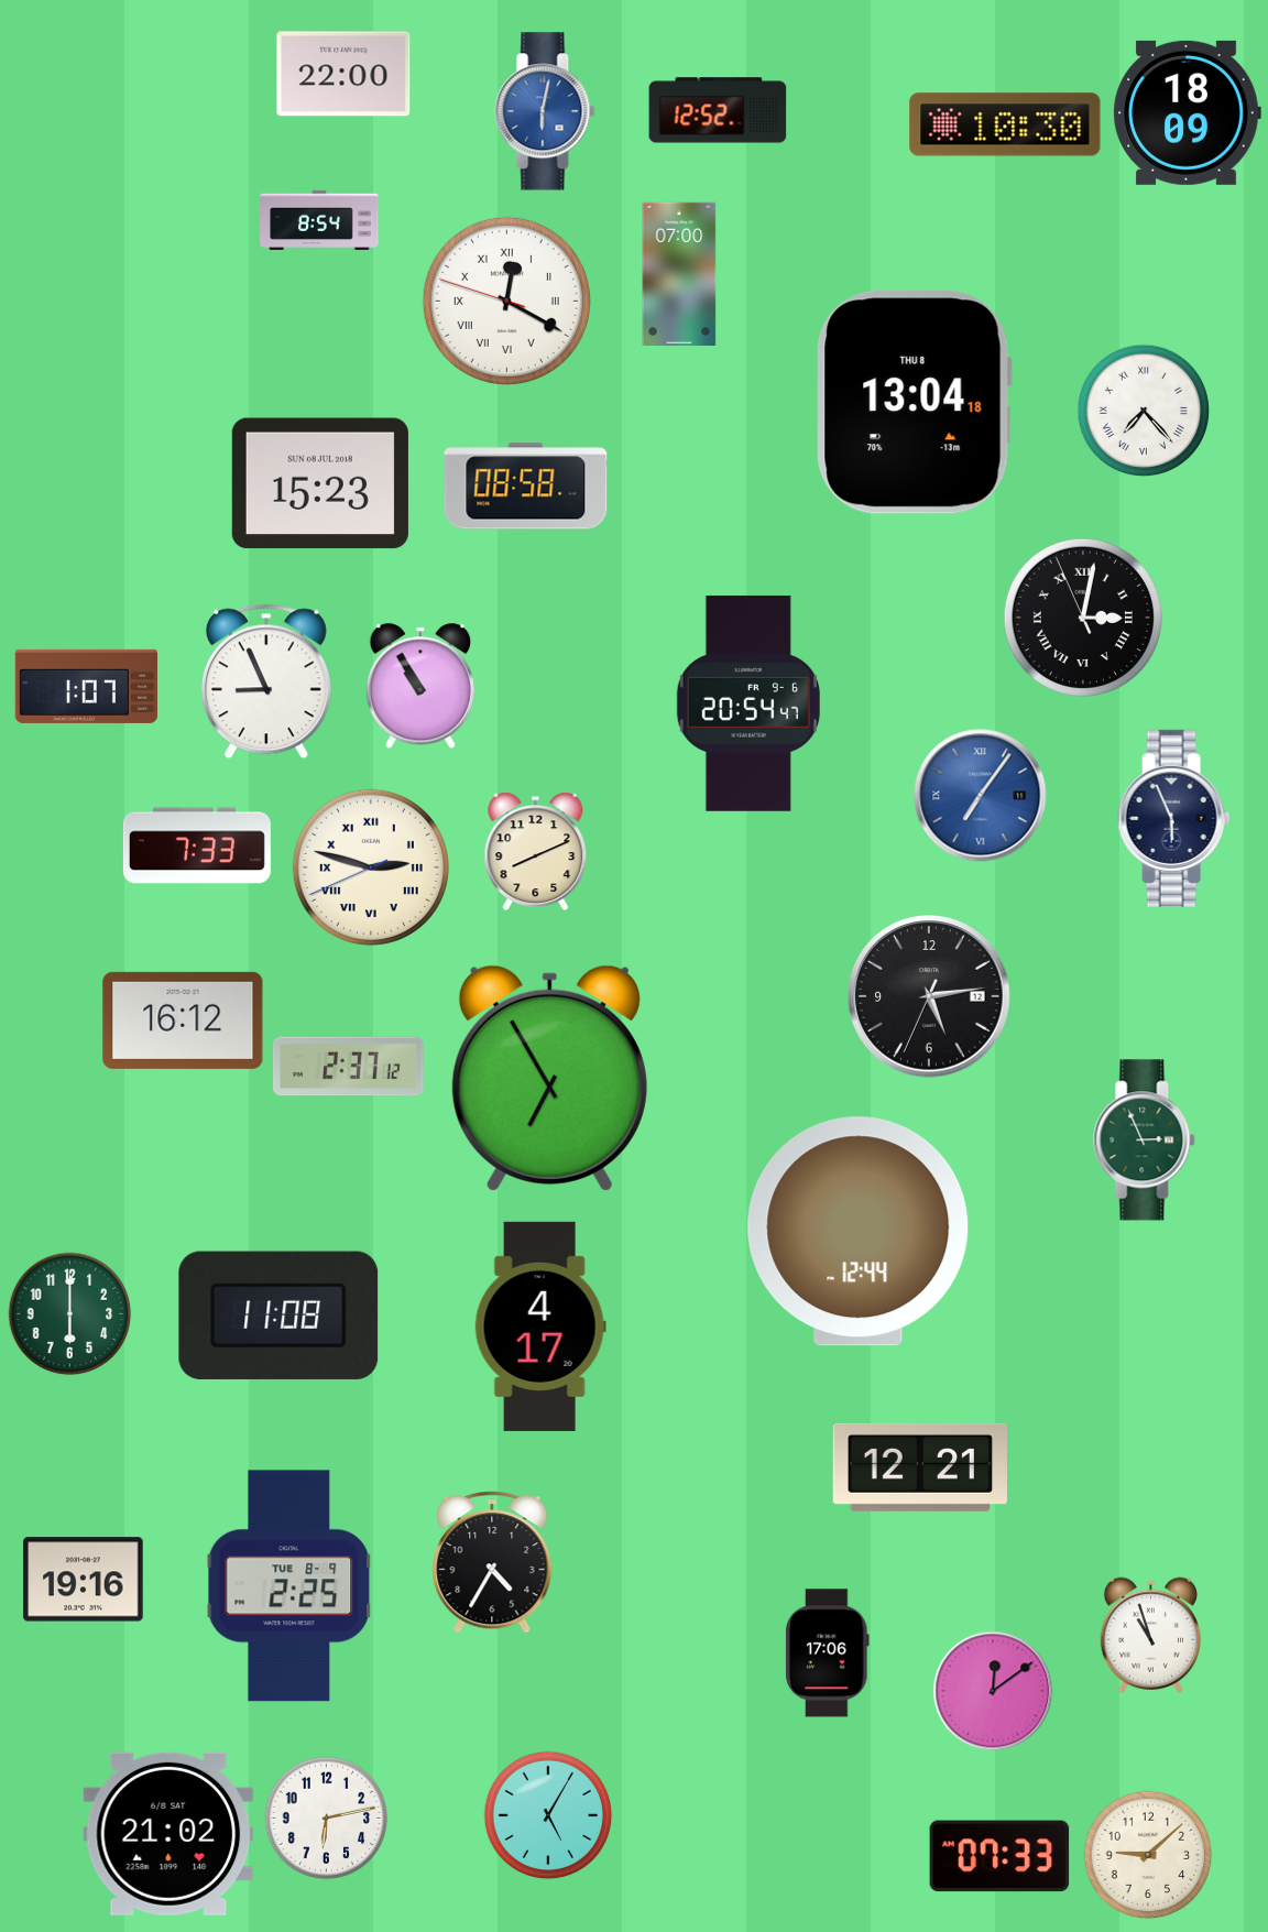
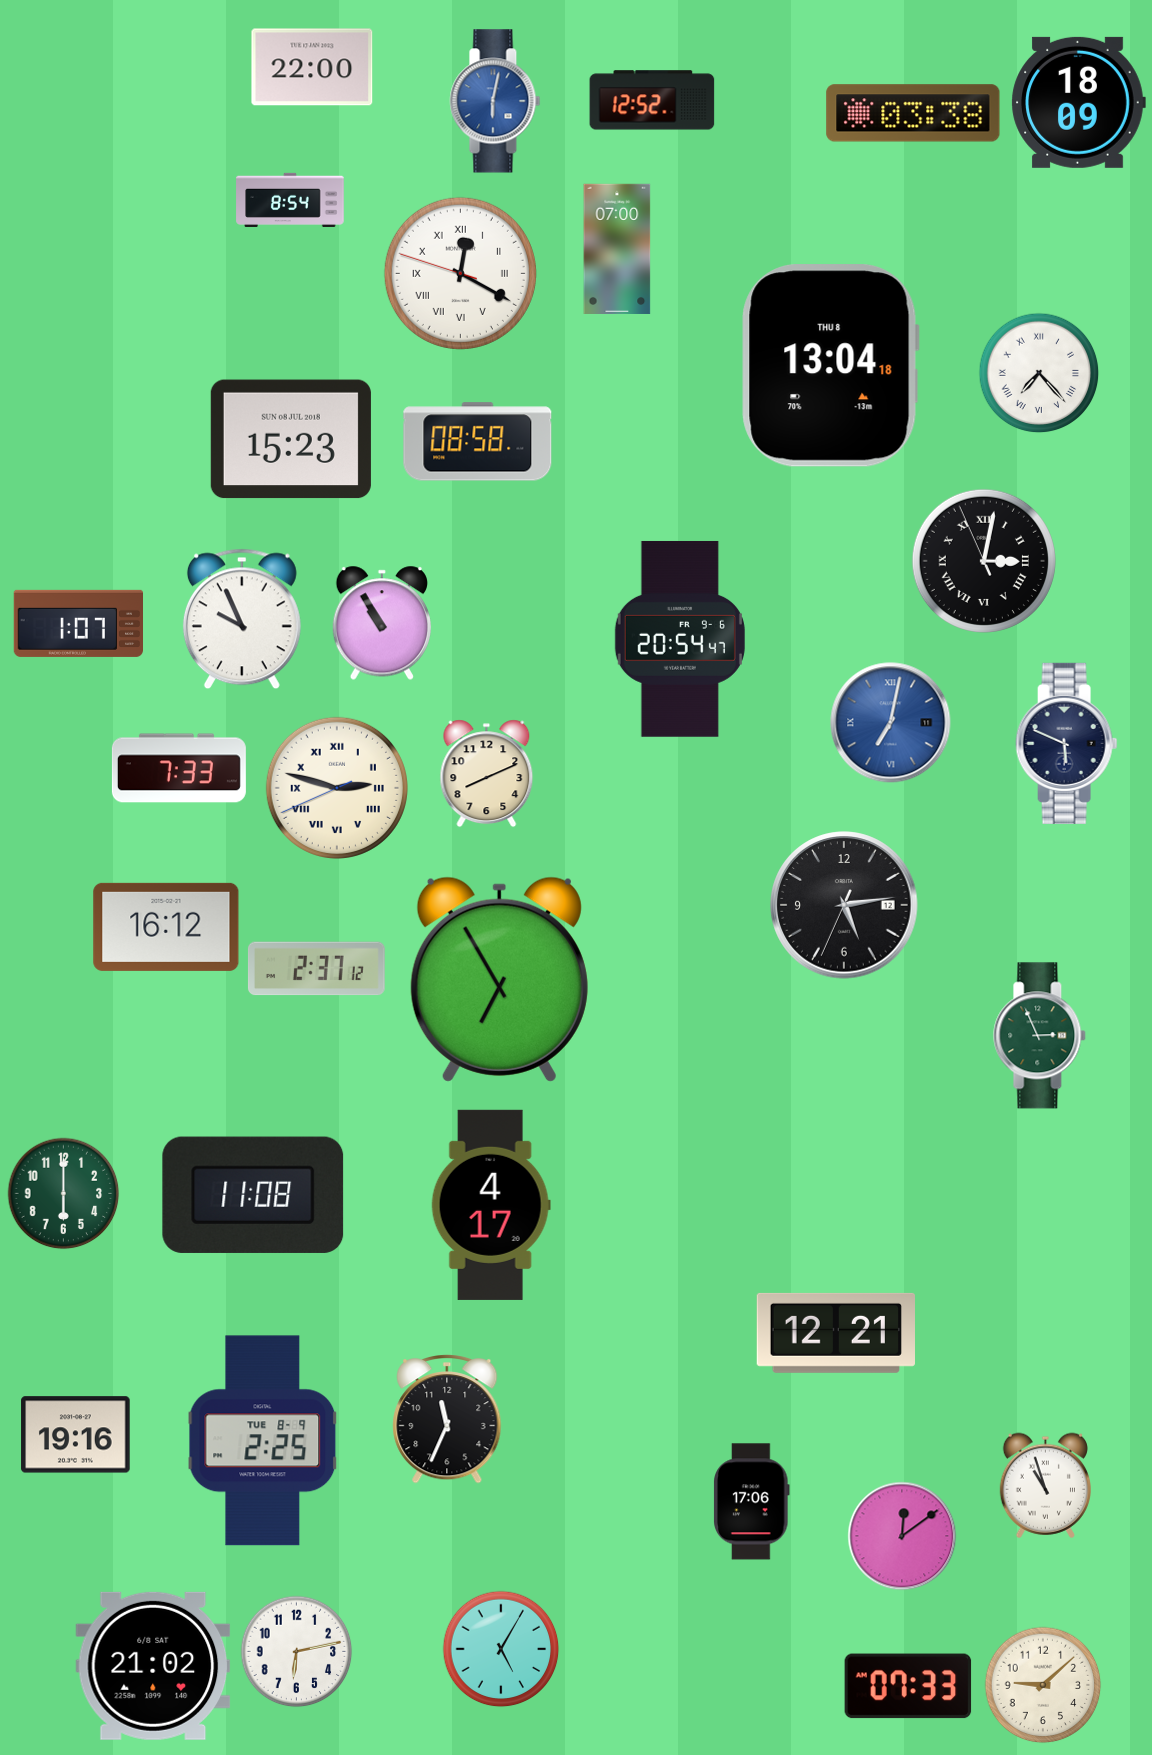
clock at (1005, 124): 10:30 -> 03:38
clock at (266, 681): 8:56 -> 9:56
clock at (981, 796): 7:06 -> 7:02
clock at (1174, 818): 5:56 -> 5:49
clock at (859, 1232): 12:44 -> none
clock at (492, 1562): 4:35 -> 11:34
clock at (548, 1815) position: (548, 1815) -> (501, 1649)
